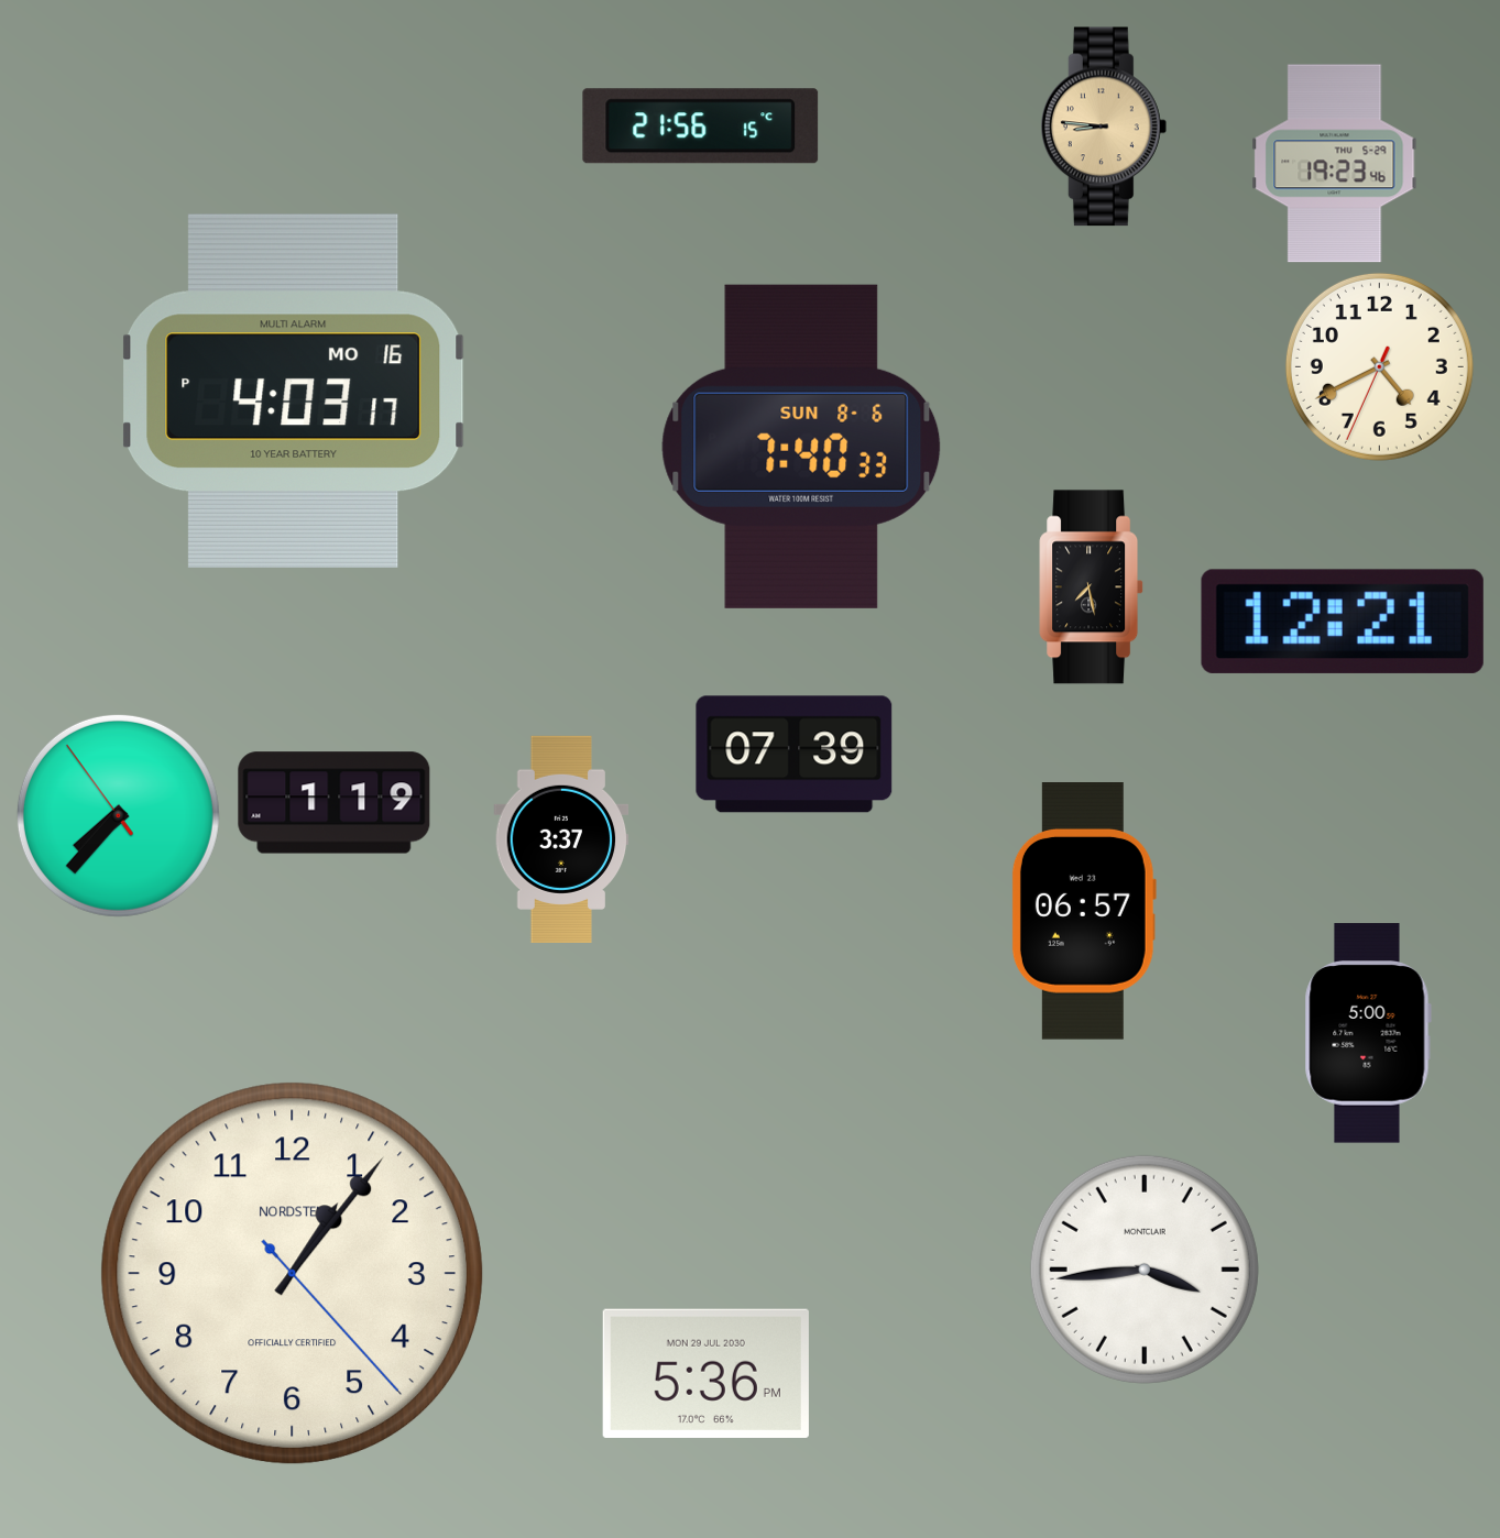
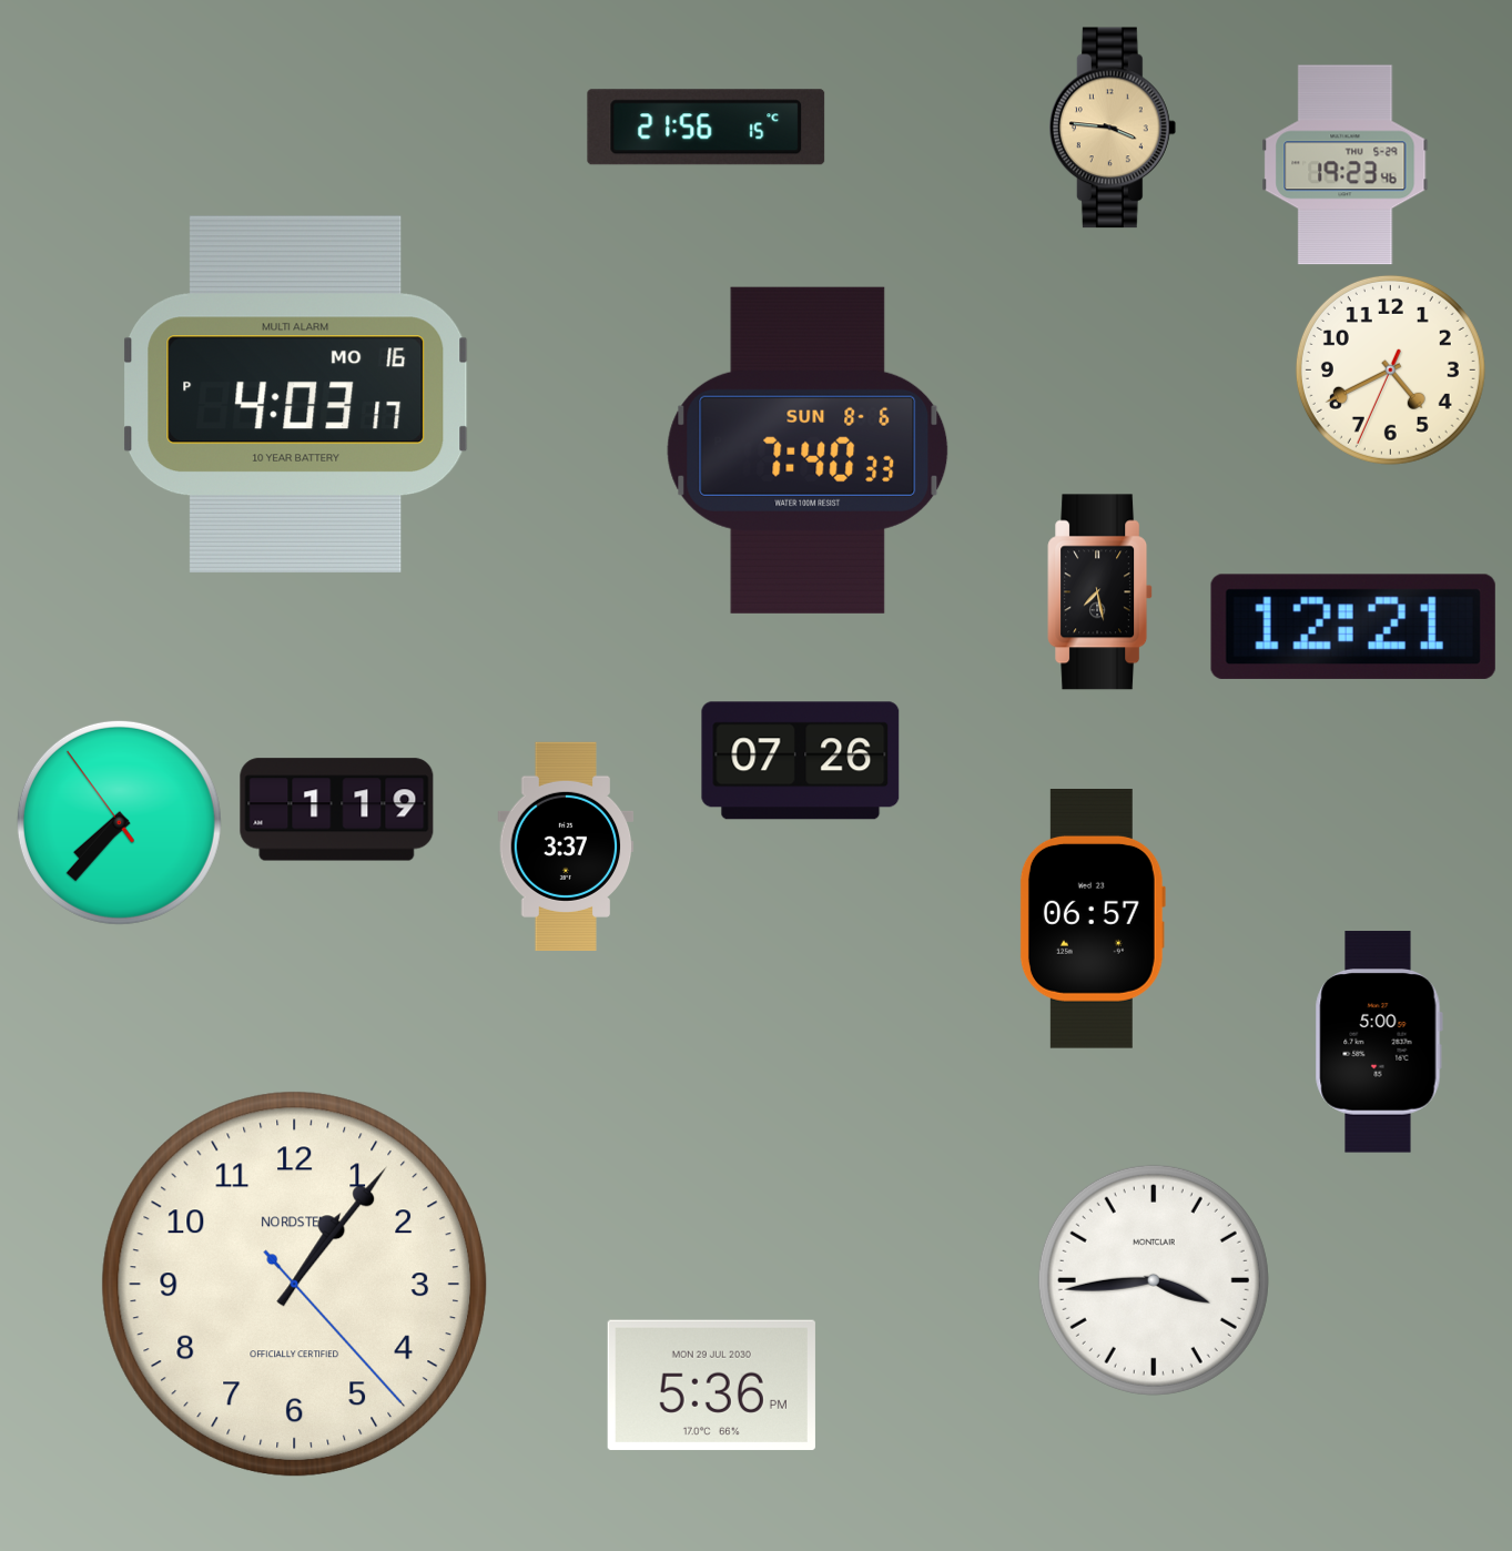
clock at (1104, 127): 8:46 -> 3:46
clock at (795, 755): 07:39 -> 07:26
